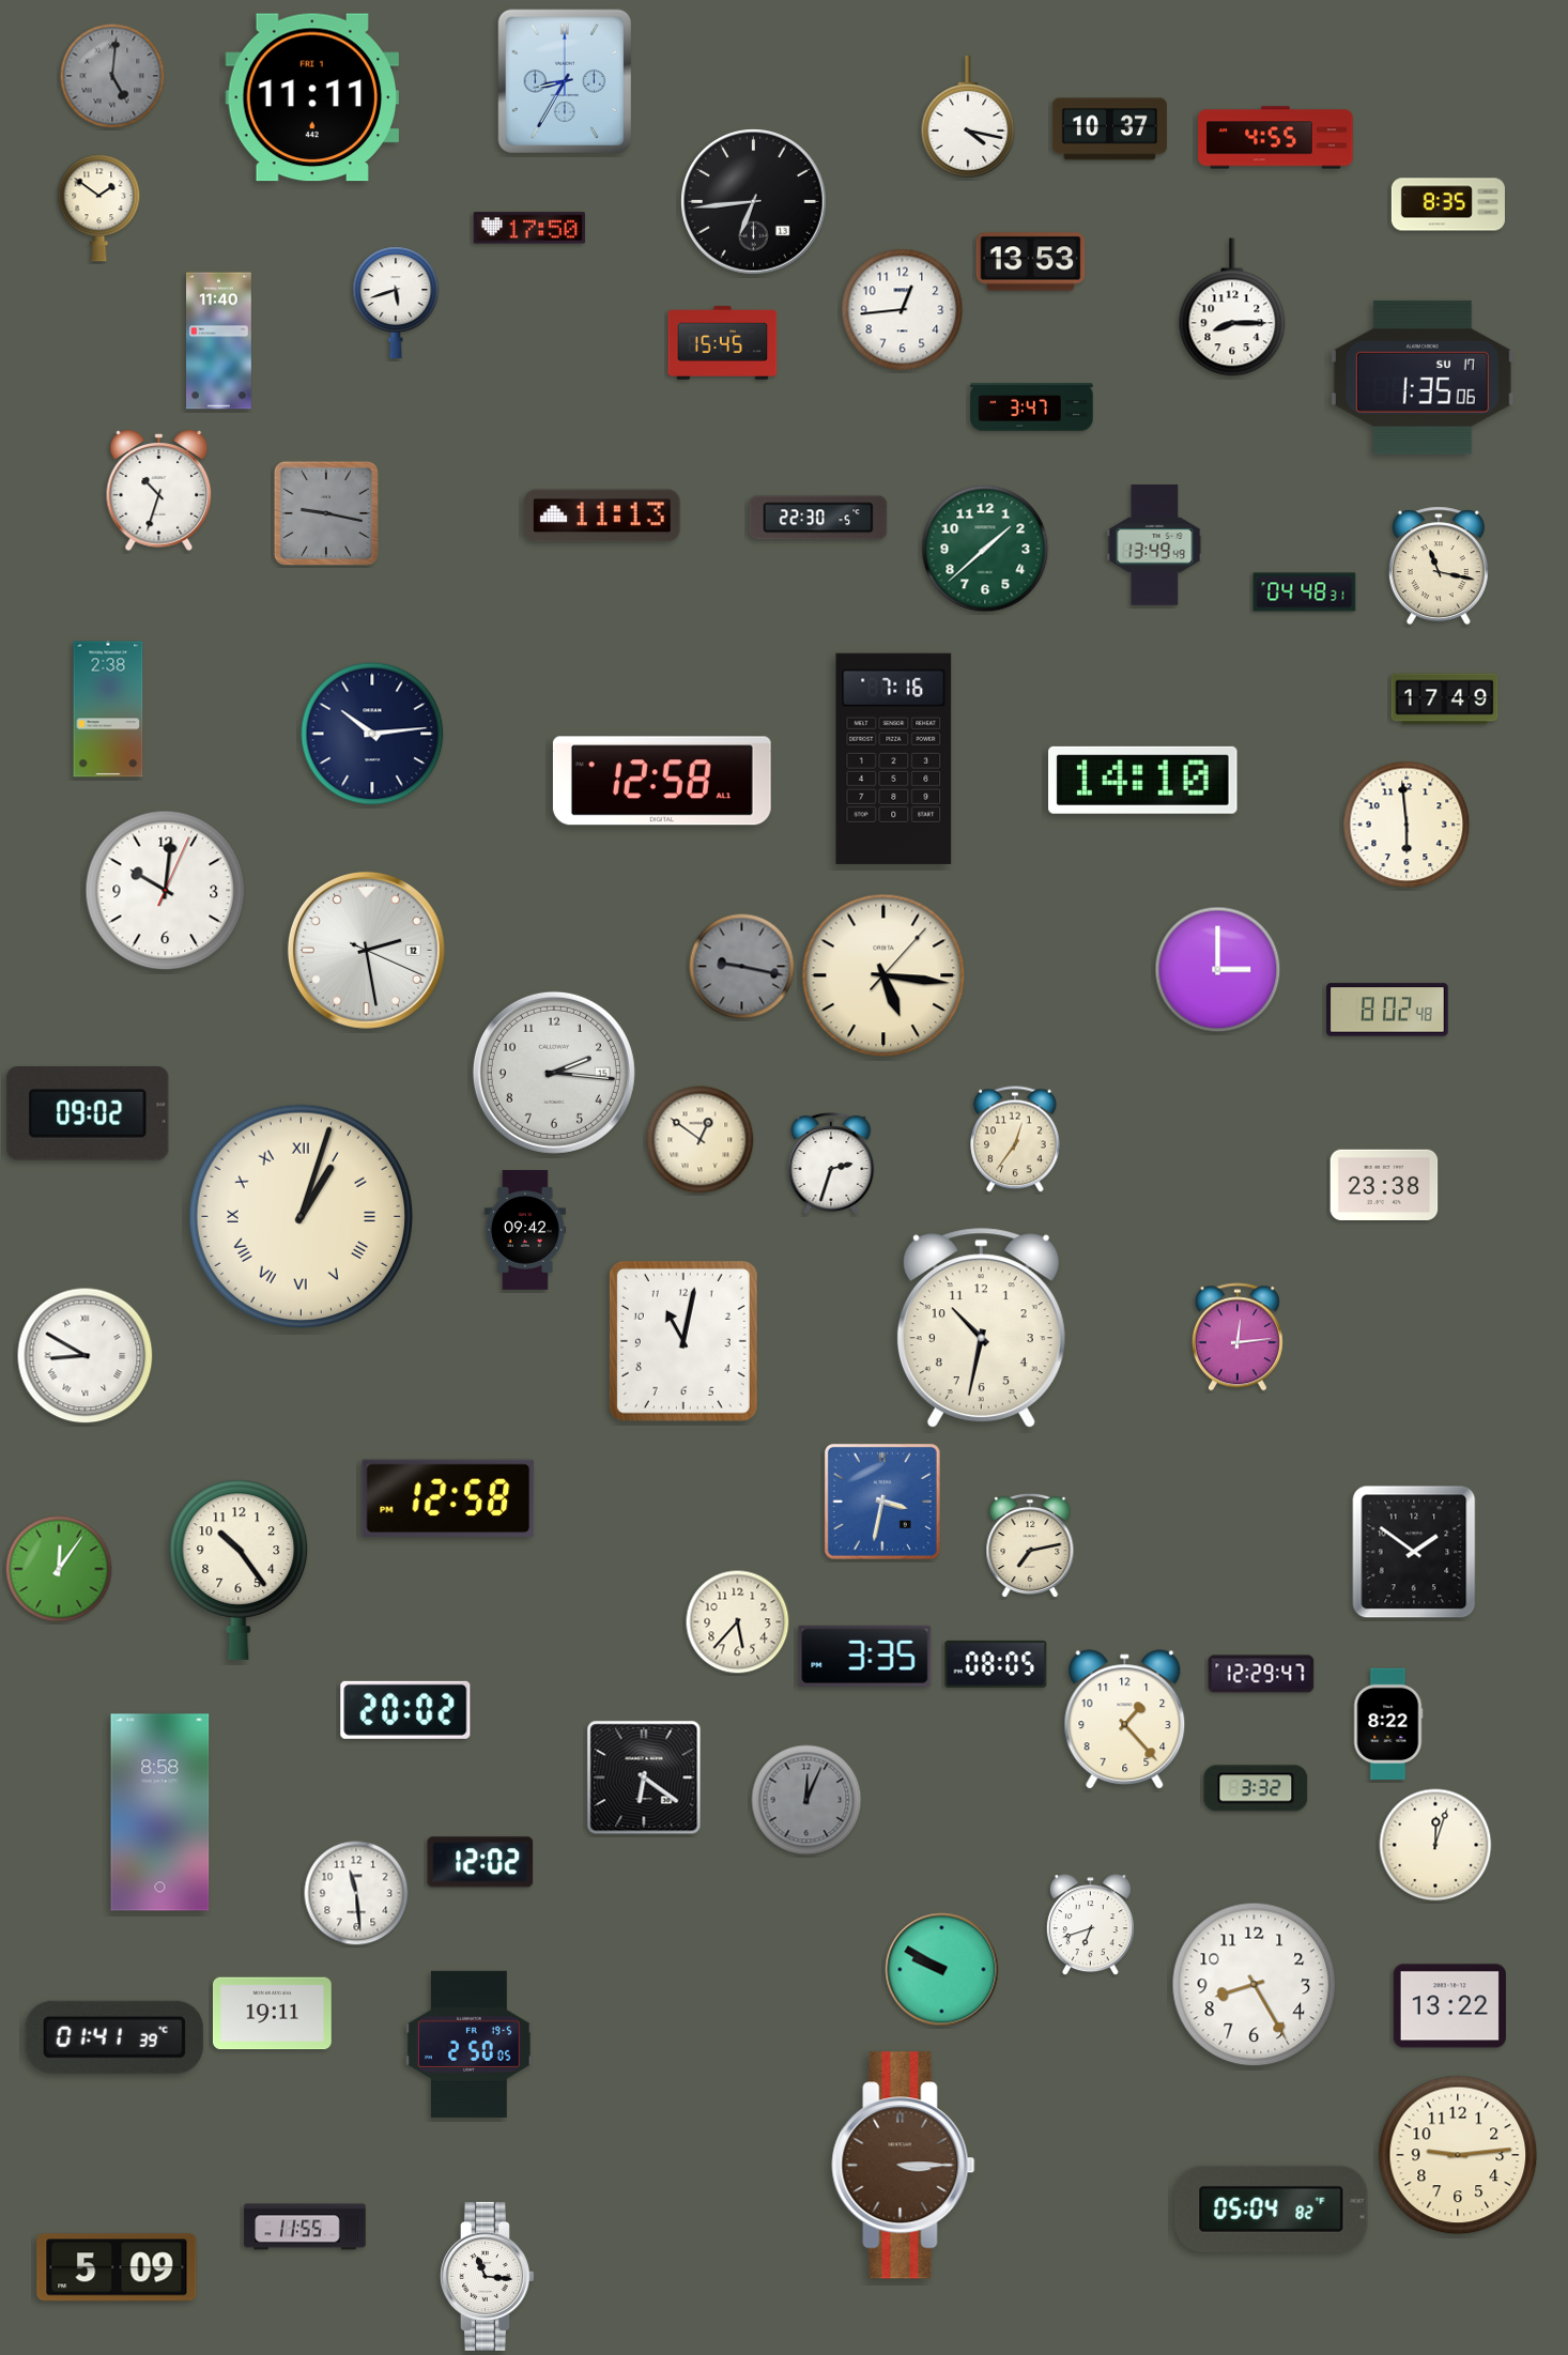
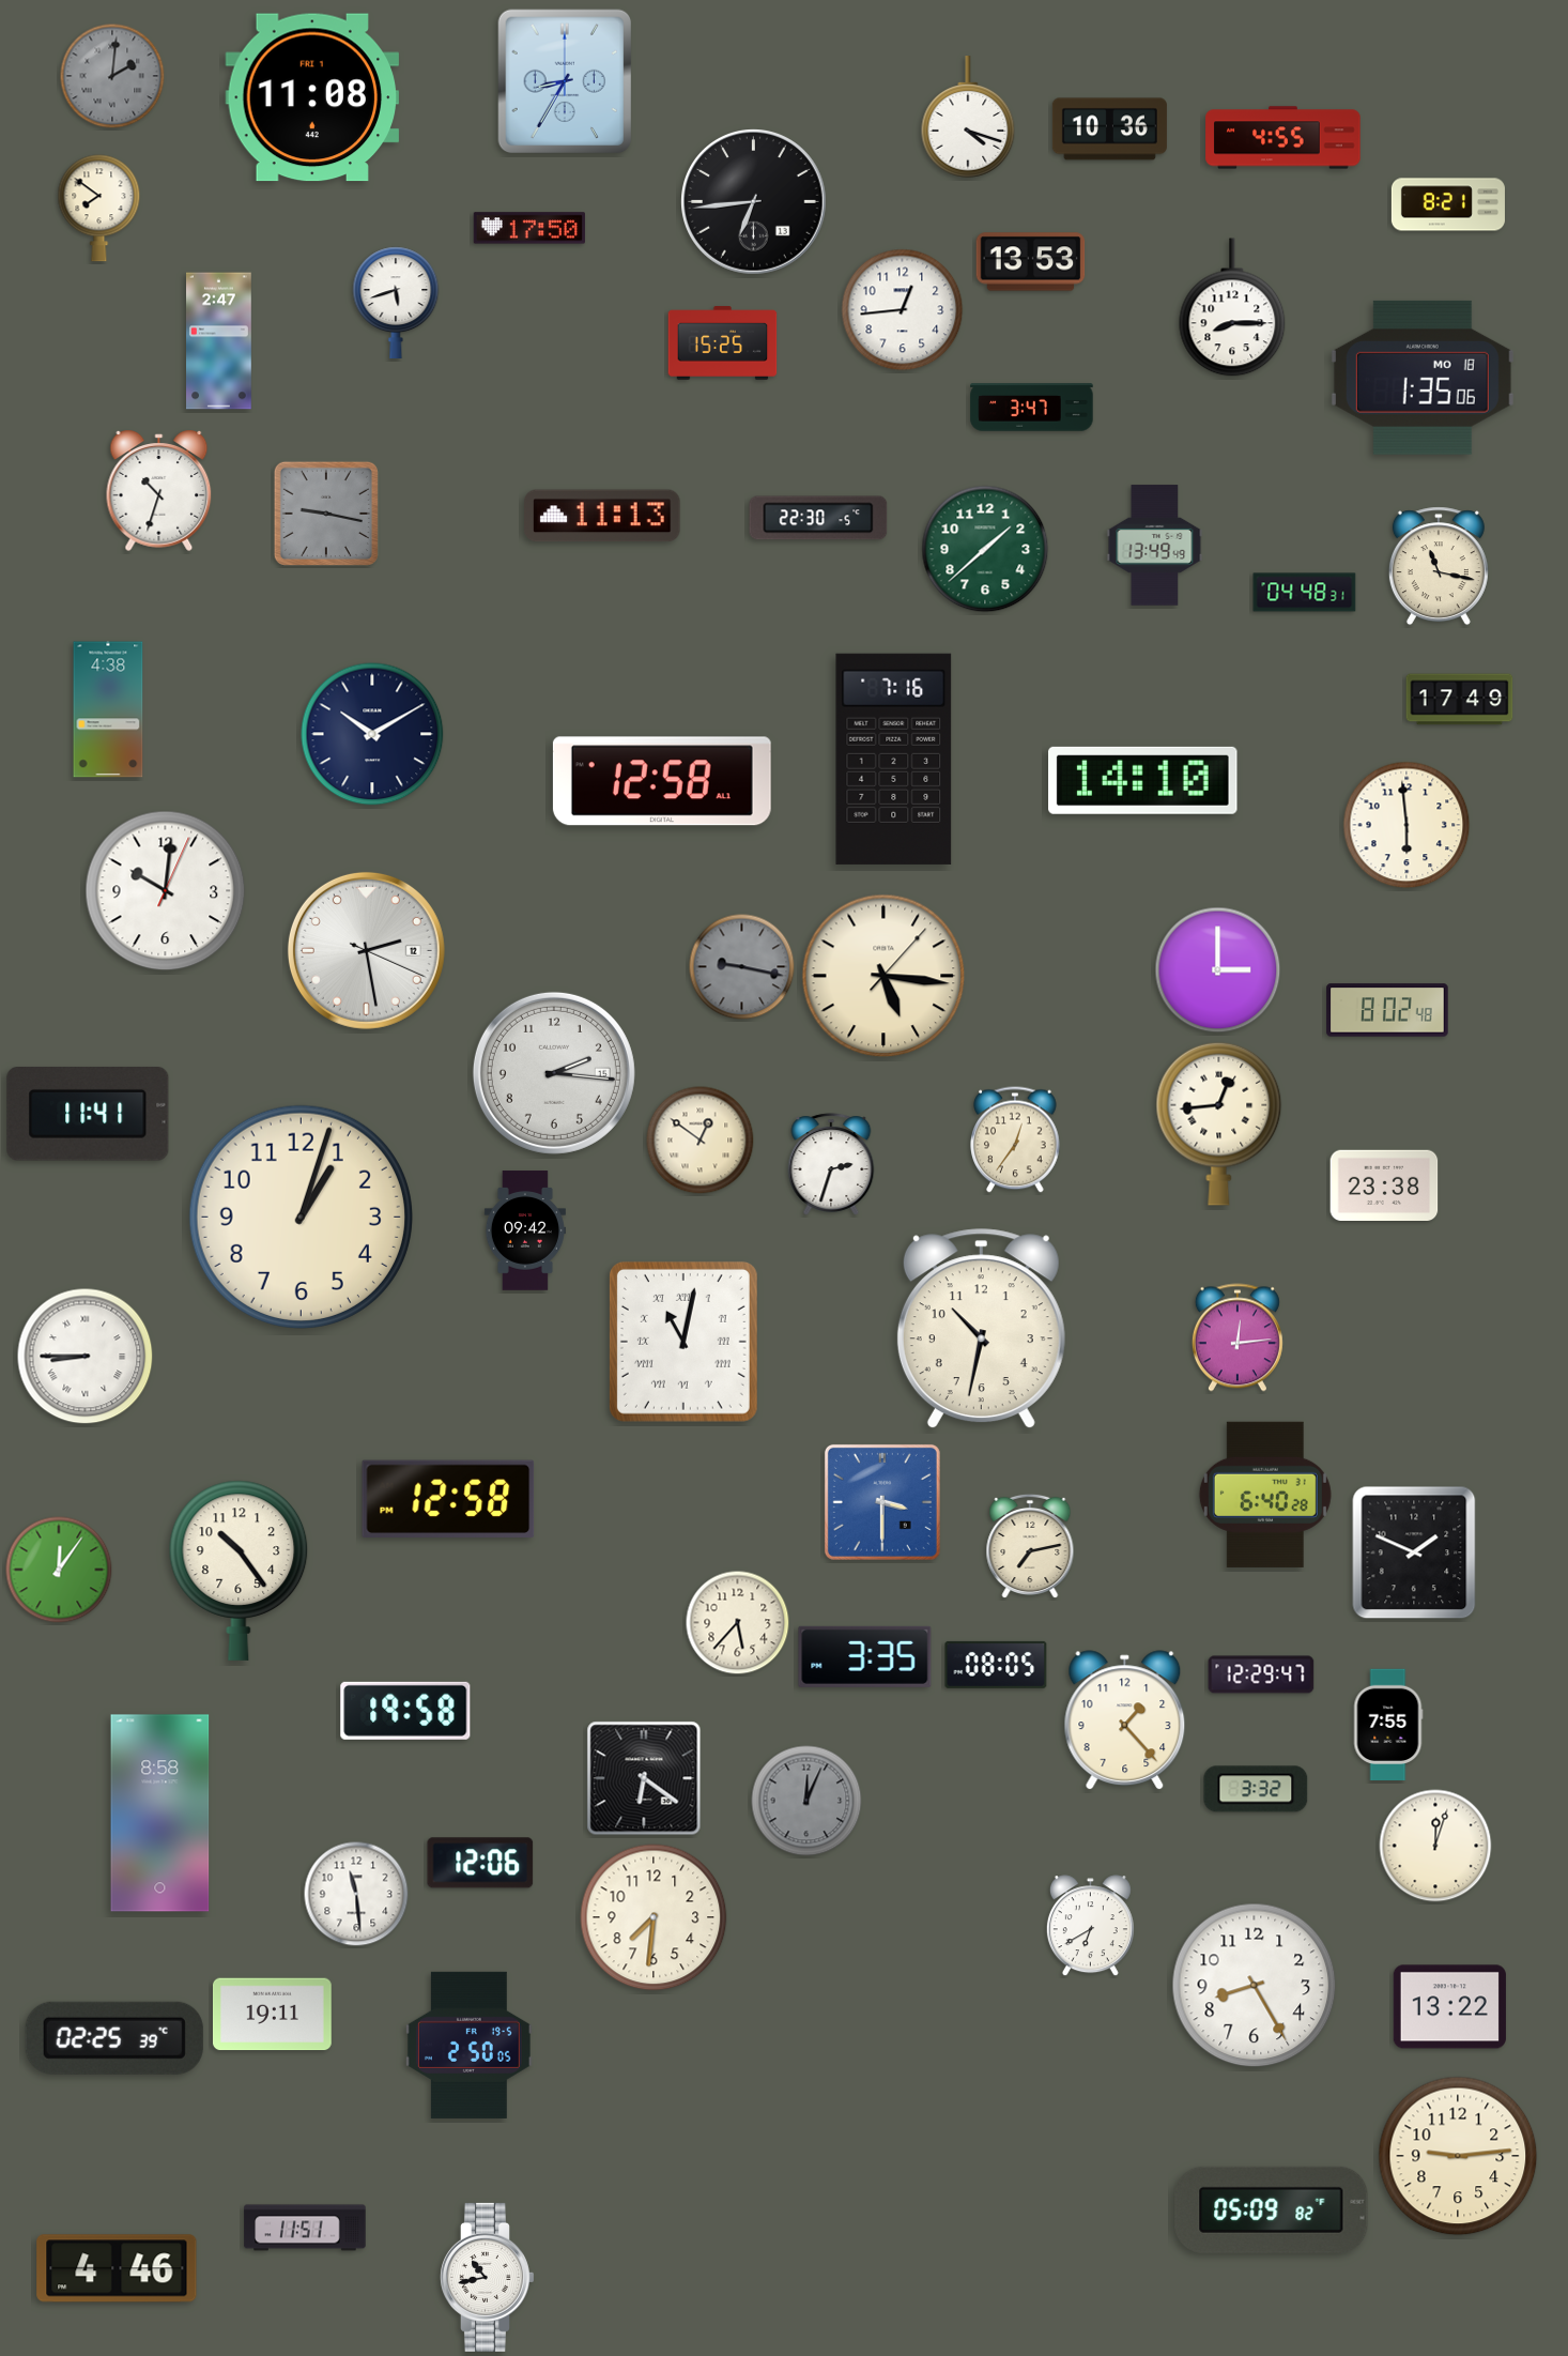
clock at (112, 76): 5:01 -> 2:01
clock at (312, 97): 11:11 -> 11:08
clock at (968, 117): 4:17 -> 4:18
clock at (1109, 129): 10:37 -> 10:36
clock at (1276, 138) position: (1276, 138) -> (1283, 138)
clock at (1448, 204): 8:35 -> 8:21
clock at (99, 209): 1:51 -> 7:51
clock at (219, 341): 11:40 -> 2:47
clock at (723, 343): 15:45 -> 15:25
clock at (1423, 378) date: SU 17 -> MO 18
clock at (1445, 699) position: (1445, 699) -> (1460, 700)
clock at (108, 709): 2:38 -> 4:38
clock at (372, 734): 10:14 -> 10:10
clock at (88, 1113): 09:02 -> 11:41
clock at (1219, 1123): none -> 12:44
clock at (301, 1216) numerals: Roman -> Arabic
clock at (683, 1341) numerals: Arabic -> Roman
clock at (86, 1356): 8:50 -> 8:45
clock at (1265, 1495): none -> 6:40
clock at (882, 1502): 3:32 -> 3:30
clock at (1414, 1552): 1:51 -> 1:49
clock at (405, 1710): 20:02 -> 19:58
clock at (1388, 1723): 8:22 -> 7:55
clock at (480, 1862): 12:02 -> 12:06
clock at (654, 1917): none -> 7:31
clock at (1090, 1925): 6:42 -> 6:40
clock at (942, 1970): 9:50 -> none
clock at (114, 2037): 01:41 -> 02:25
clock at (904, 2166): 3:15 -> none
clock at (1272, 2208): 05:04 -> 05:09
clock at (305, 2227): 11:55 -> 11:51
clock at (117, 2267): 5:09 -> 4:46
clock at (487, 2276): 11:16 -> 10:43
